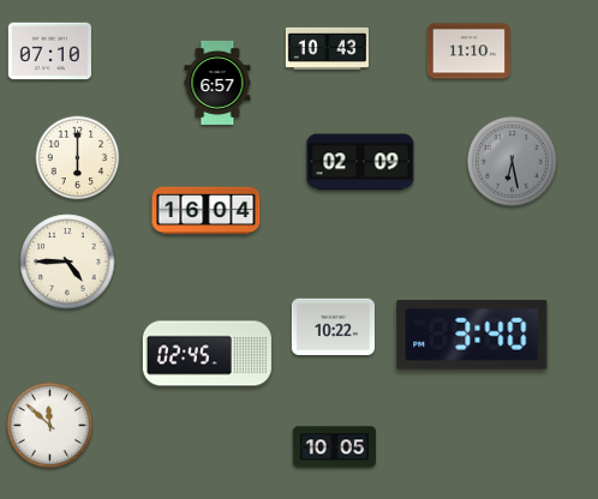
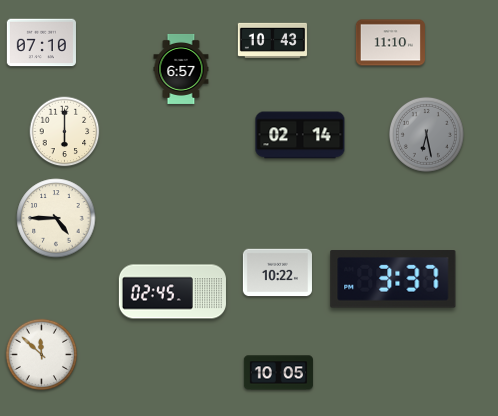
clock at (360, 162): 02:09 -> 02:14
clock at (207, 211): 16:04 -> none
clock at (472, 336): 3:40 -> 3:37
clock at (207, 354) position: (207, 354) -> (172, 292)
